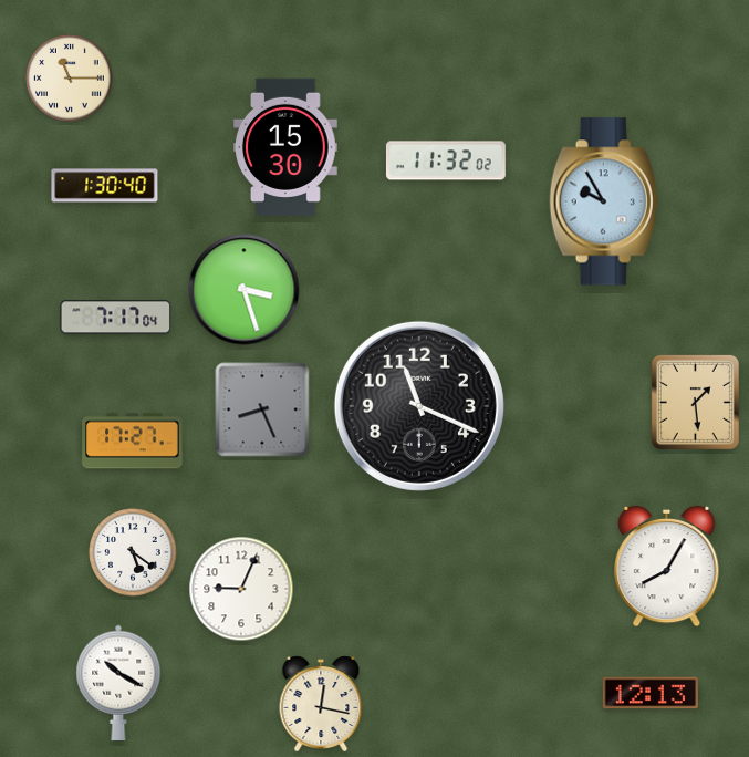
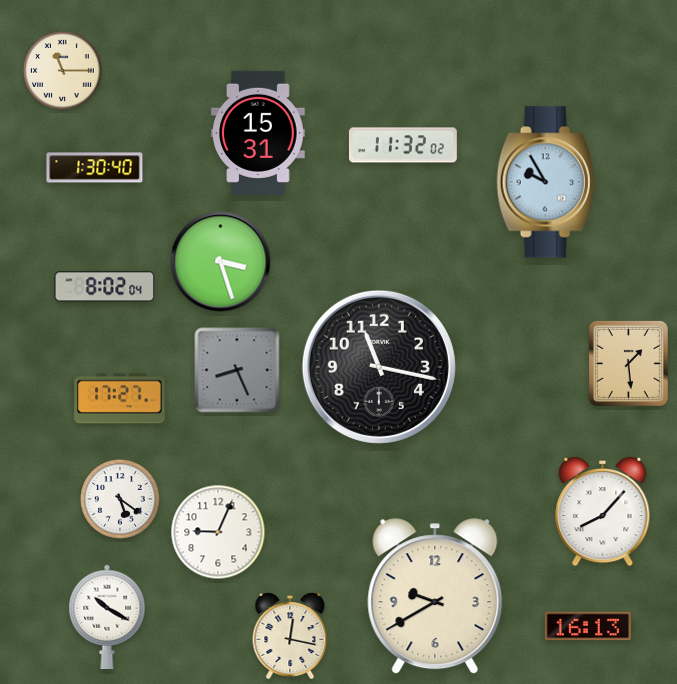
clock at (285, 147): 15:30 -> 15:31
clock at (116, 318): 7:17 -> 8:02
clock at (419, 406): 11:19 -> 11:17
clock at (667, 567): 8:05 -> 8:07
clock at (435, 597): none -> 9:40
clock at (651, 693): 12:13 -> 16:13
